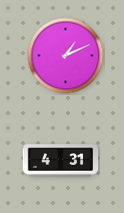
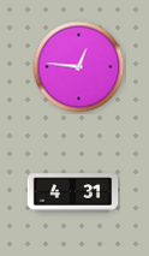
clock at (66, 56): 1:11 -> 12:46
